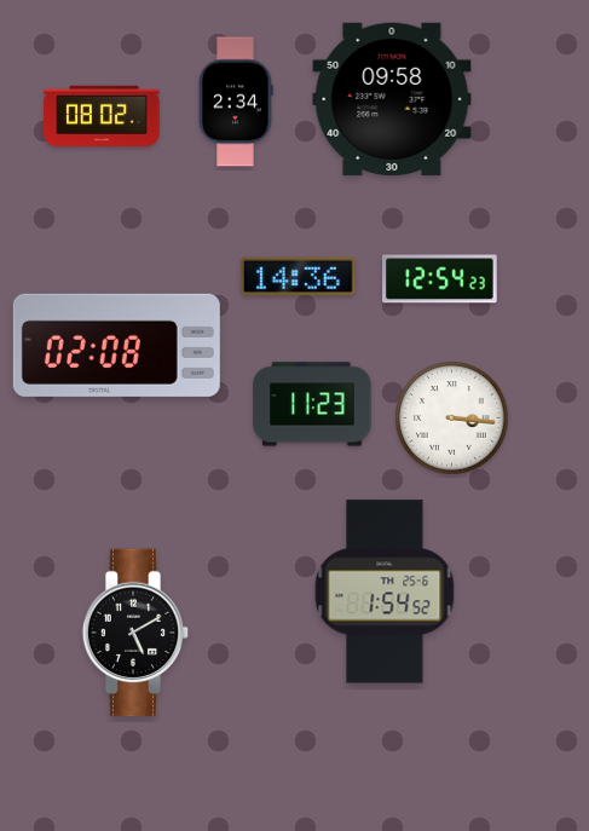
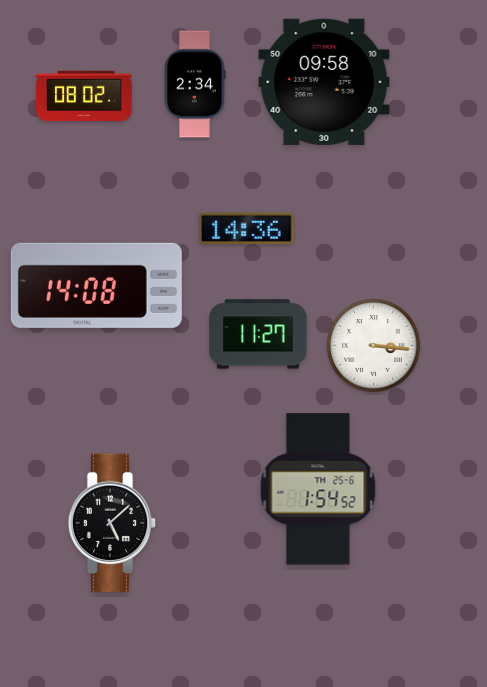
clock at (440, 279): 12:54 -> none
clock at (116, 345): 02:08 -> 14:08
clock at (312, 404): 11:23 -> 11:27
clock at (135, 633): 5:10 -> 5:08
